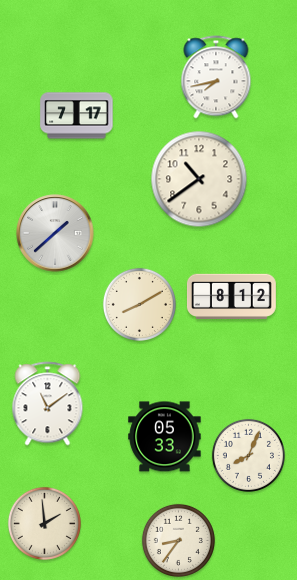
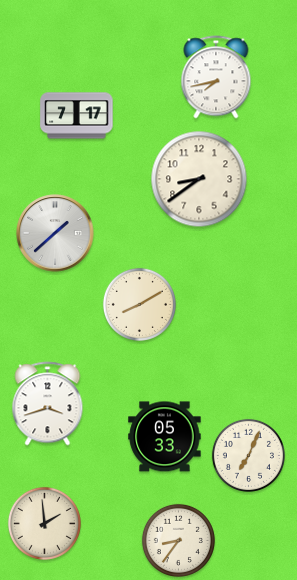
clock at (199, 179): 10:39 -> 8:39
clock at (231, 296): 8:12 -> none
clock at (48, 404): 11:09 -> 3:42
clock at (248, 455): 8:04 -> 7:04
